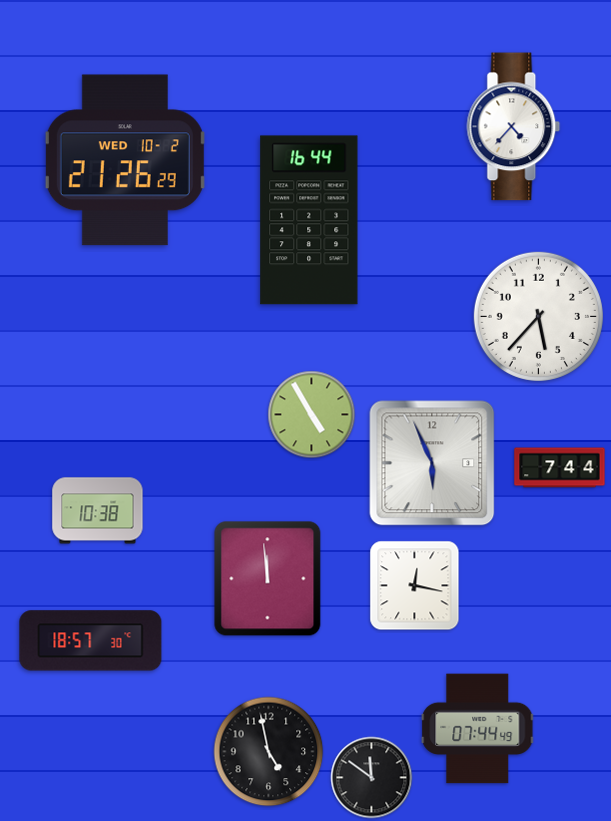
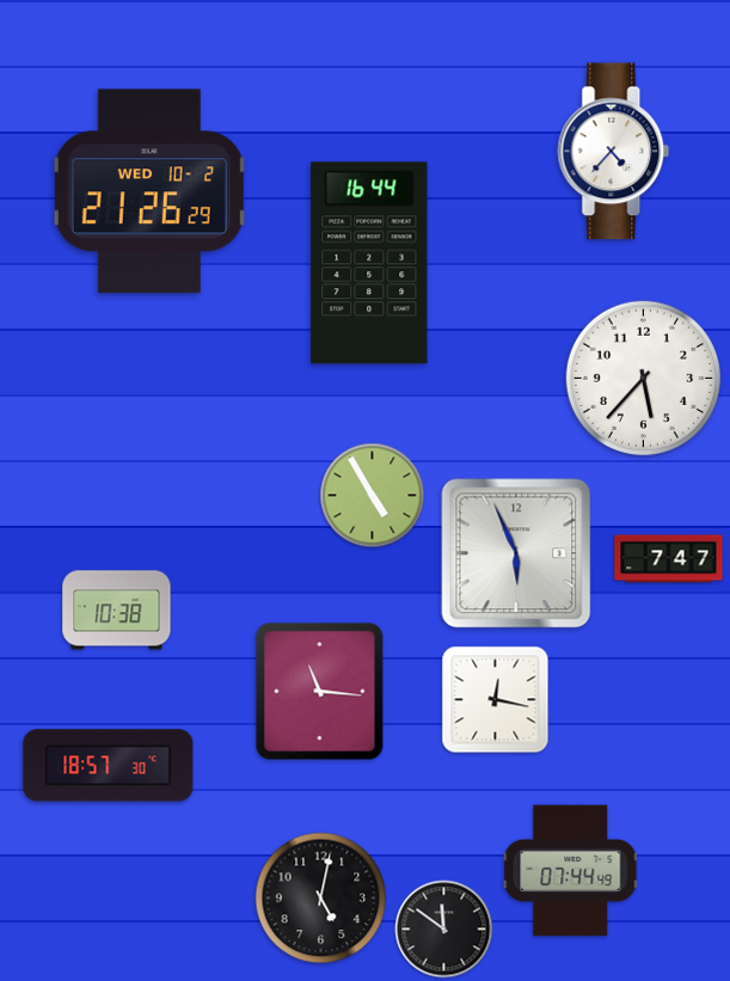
clock at (560, 468): 7:44 -> 7:47
clock at (268, 579): 11:59 -> 11:16
clock at (269, 752): 4:58 -> 5:02
